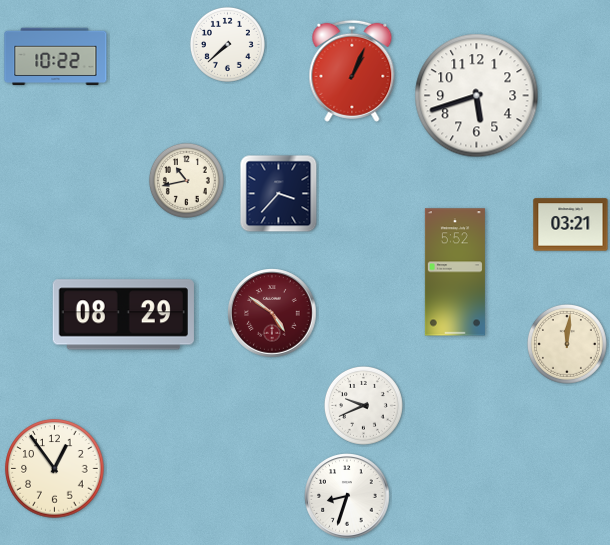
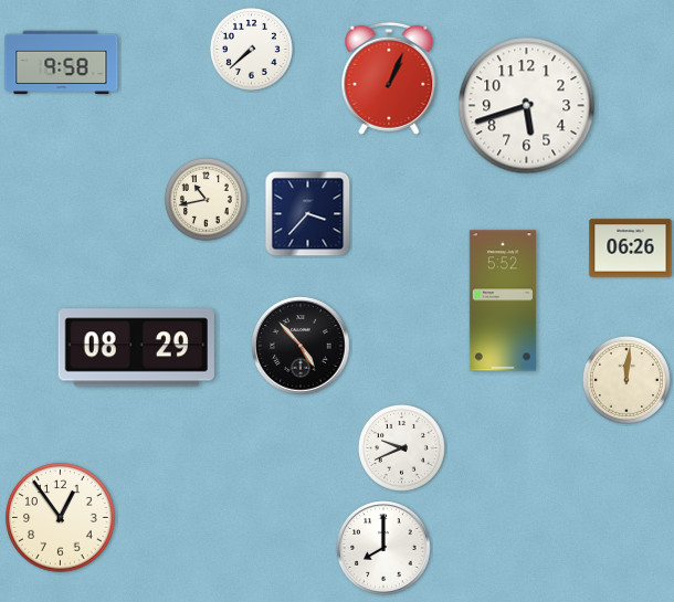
clock at (56, 57): 10:22 -> 9:58
clock at (571, 225): 03:21 -> 06:26
clock at (272, 313): 4:51 -> 4:53
clock at (272, 313) dial: burgundy -> black
clock at (347, 496): 8:33 -> 8:00
